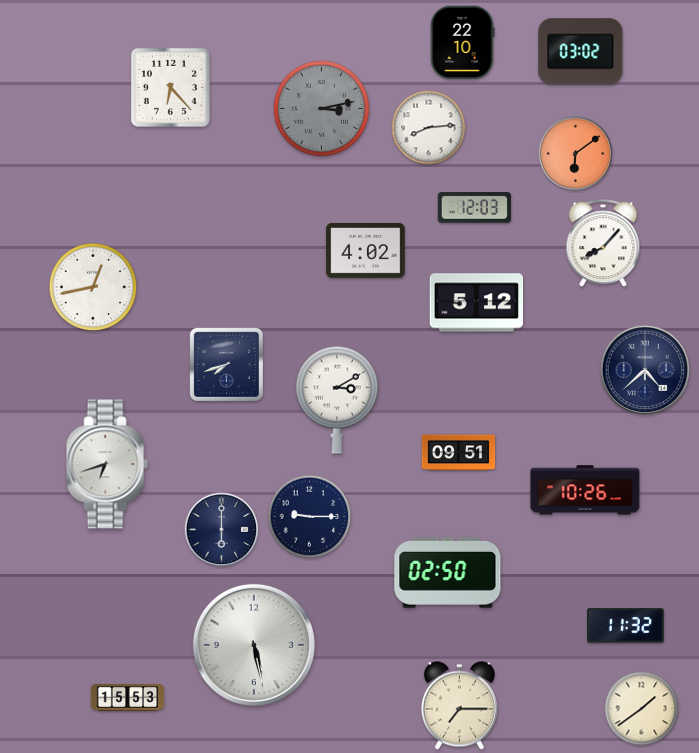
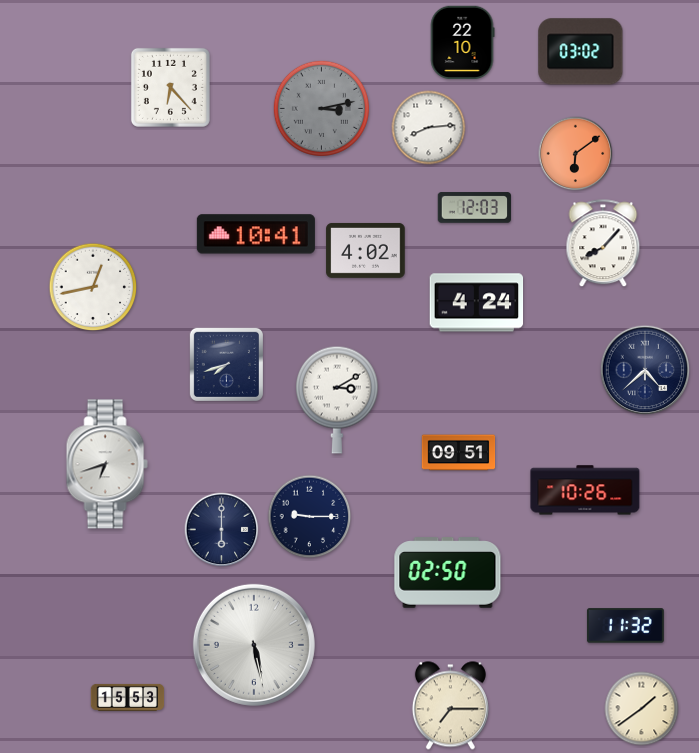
clock at (256, 234): none -> 10:41
clock at (477, 303): 5:12 -> 4:24
clock at (459, 706) position: (459, 706) -> (450, 706)
